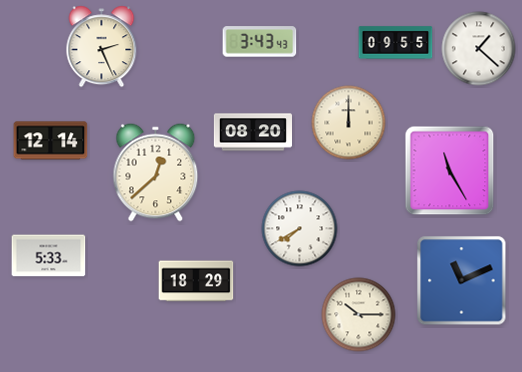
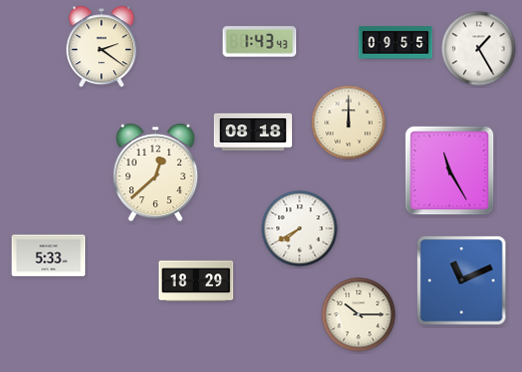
clock at (260, 42): 3:43 -> 1:43
clock at (102, 47): 2:26 -> 2:21
clock at (479, 49): 1:22 -> 1:25
clock at (252, 132): 08:20 -> 08:18
clock at (51, 141): 12:14 -> none
